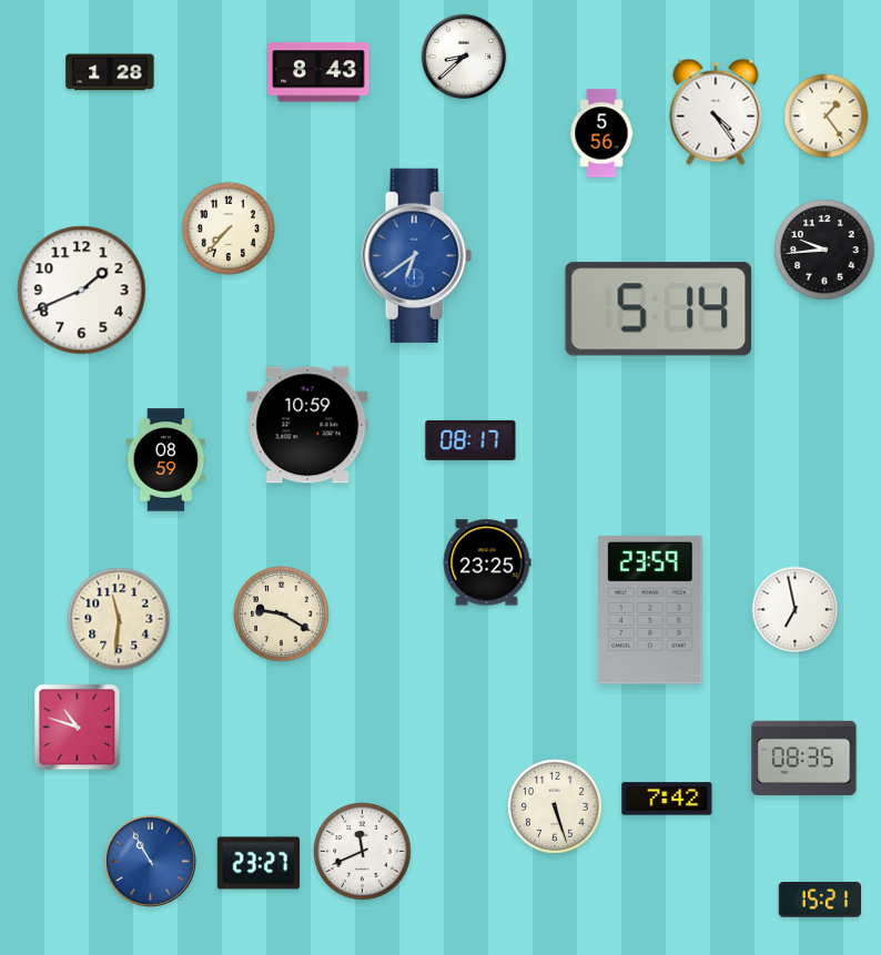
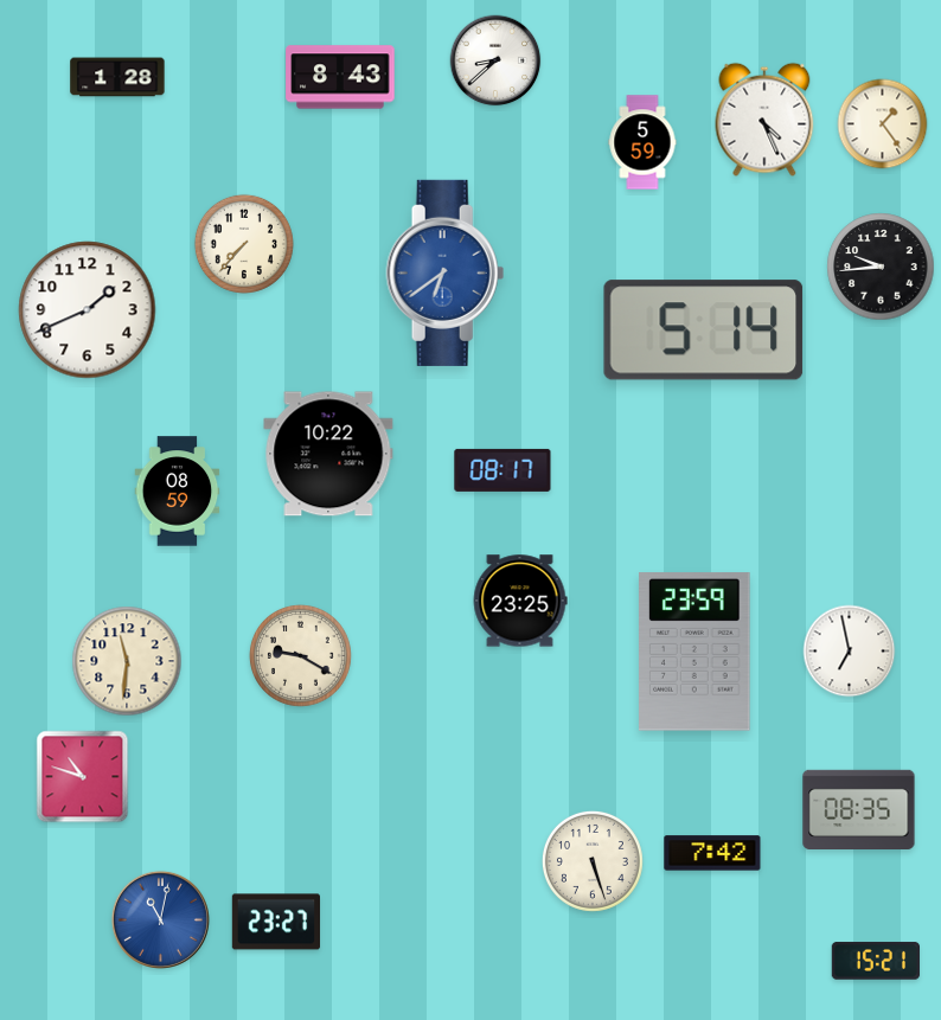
clock at (716, 112): 4:24 -> 4:26
clock at (601, 133): 5:56 -> 5:59
clock at (307, 425): 10:59 -> 10:22
clock at (363, 852): 11:41 -> none
clock at (150, 861): 10:55 -> 11:02
